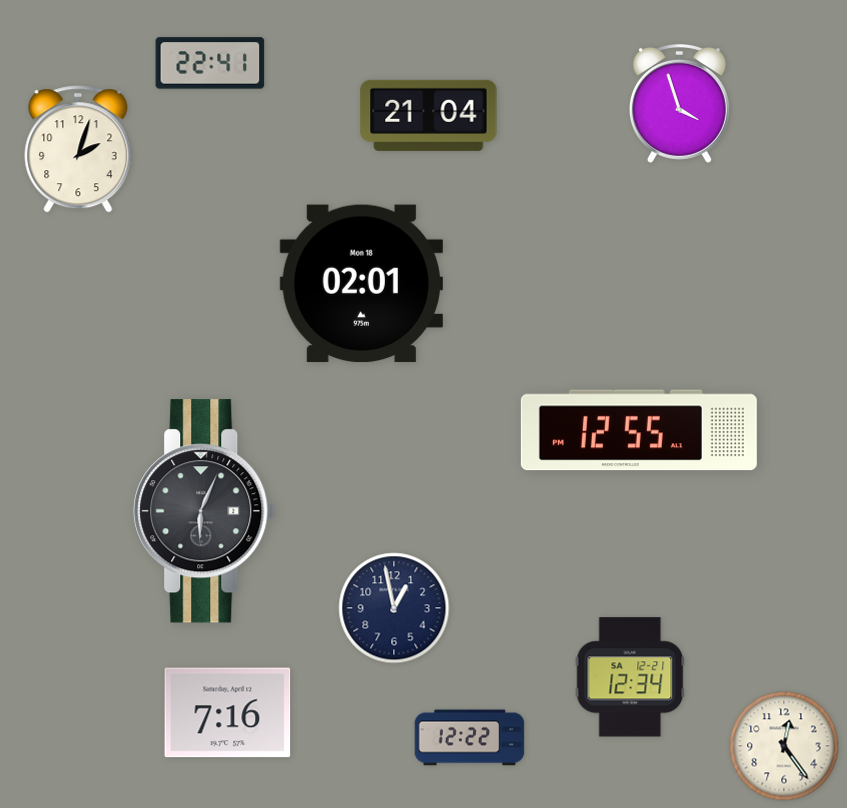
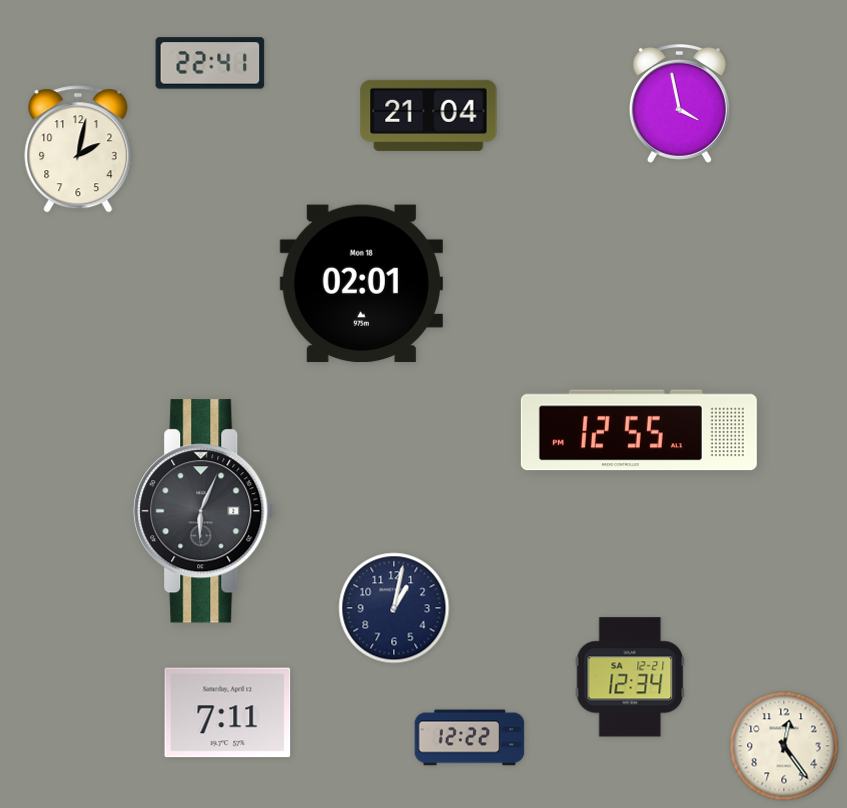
clock at (679, 103): 3:57 -> 3:58
clock at (78, 149): 2:03 -> 2:02
clock at (394, 608): 12:58 -> 1:02
clock at (228, 713): 7:16 -> 7:11
